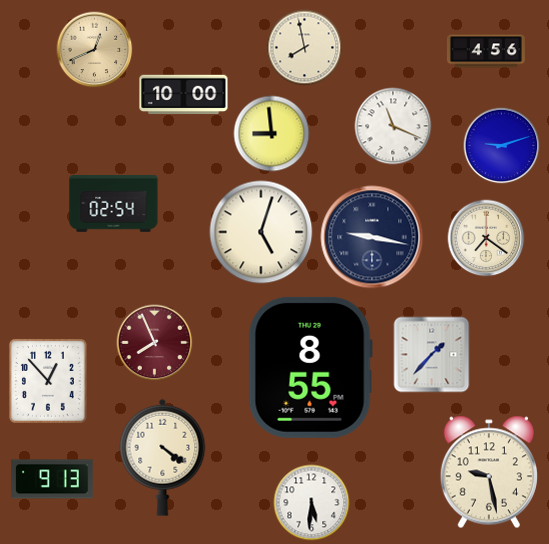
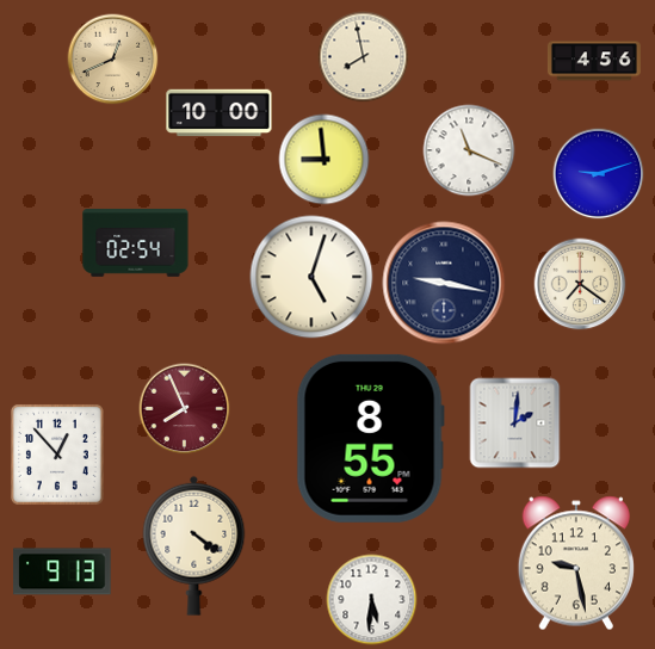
clock at (486, 51) position: (486, 51) -> (594, 61)
clock at (432, 355): 1:37 -> 2:01
clock at (489, 472) position: (489, 472) -> (576, 563)
